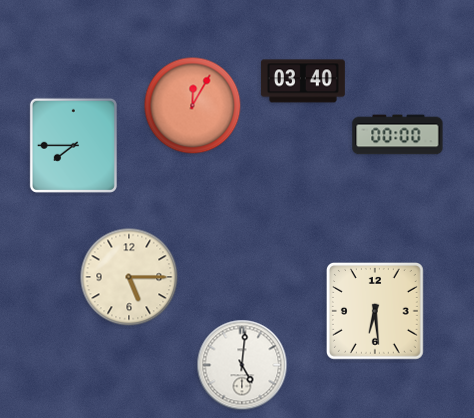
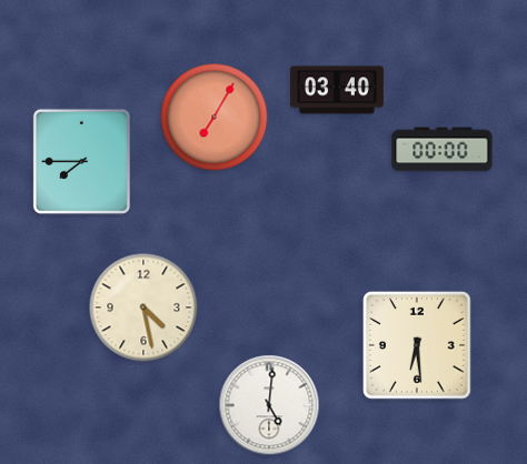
clock at (193, 106): 12:05 -> 7:05
clock at (129, 277): 5:15 -> 4:28
